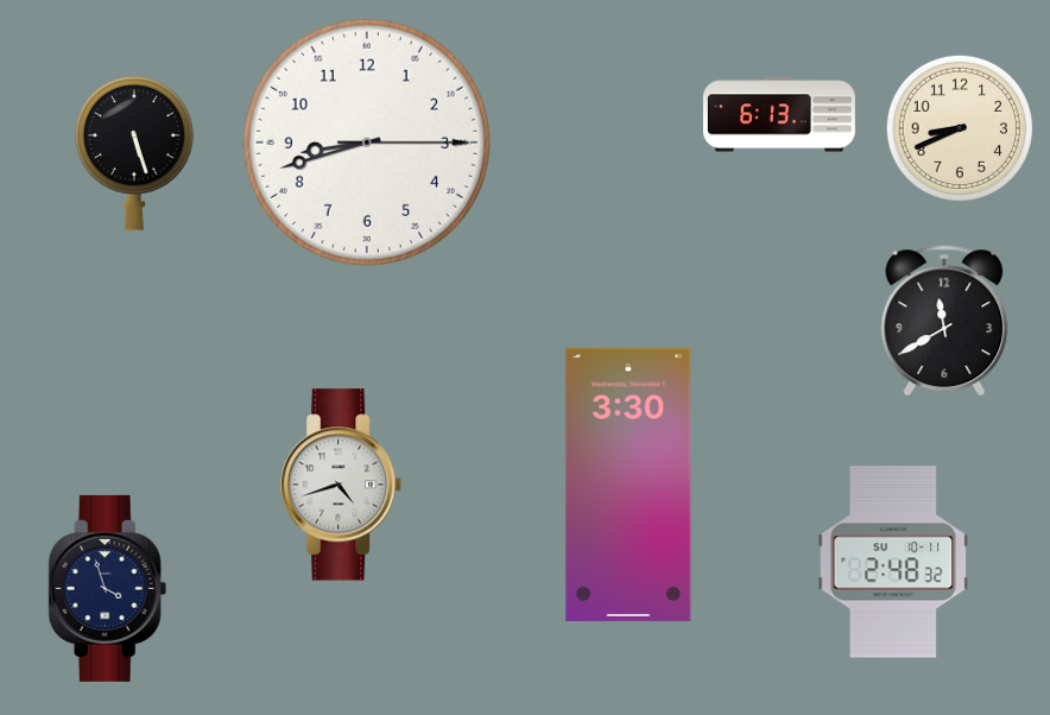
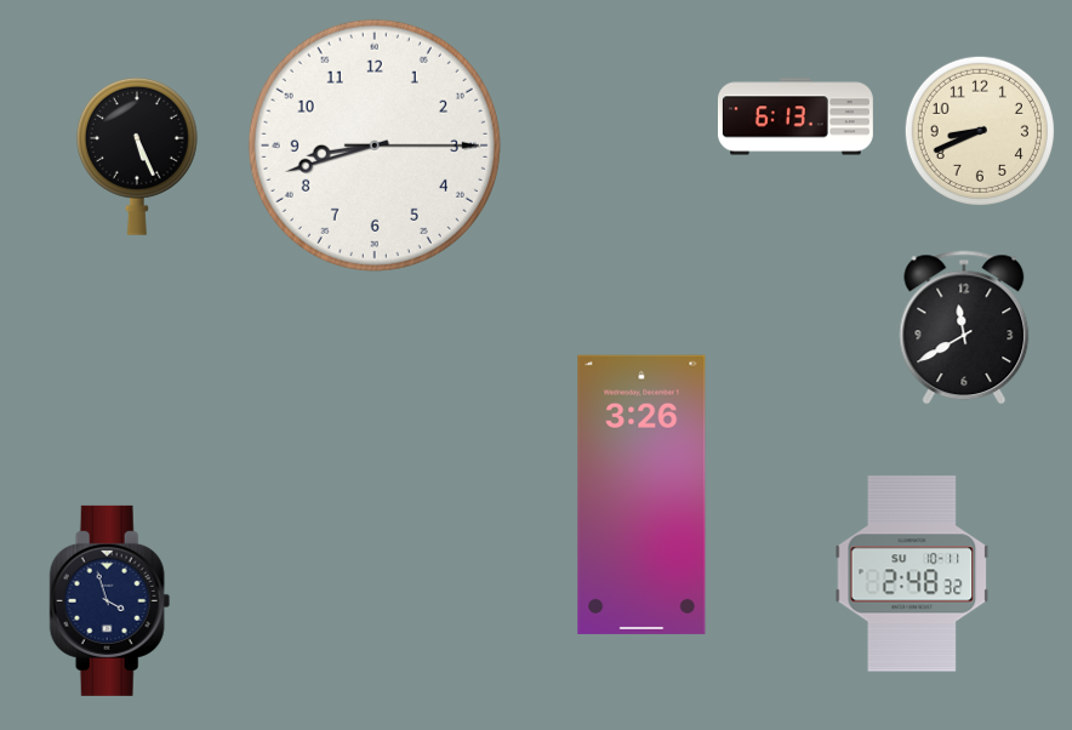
clock at (134, 153): 5:27 -> 5:26
clock at (342, 485): 4:42 -> none
clock at (628, 485): 3:30 -> 3:26
